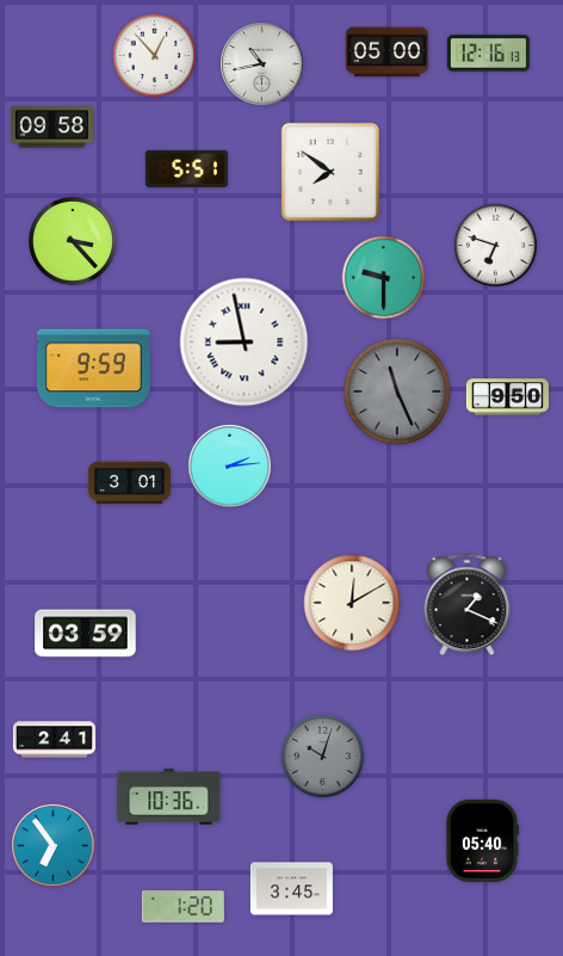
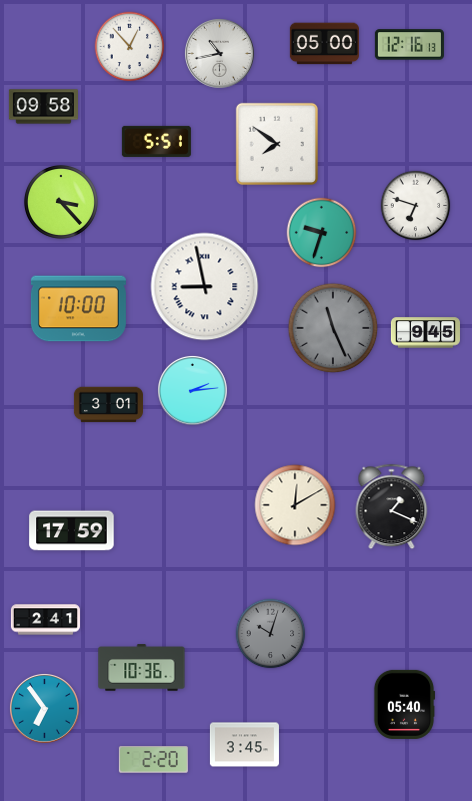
clock at (384, 278): 9:30 -> 9:33
clock at (93, 369): 9:59 -> 10:00
clock at (507, 397): 9:50 -> 9:45
clock at (86, 634): 03:59 -> 17:59
clock at (182, 907): 1:20 -> 2:20
